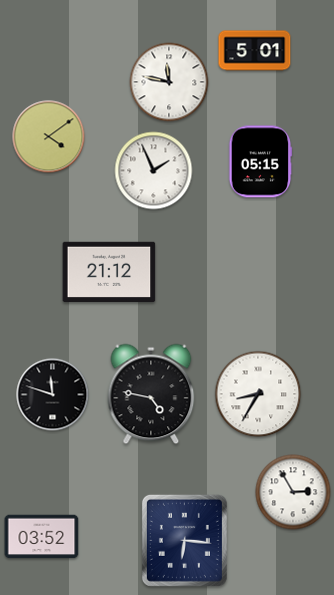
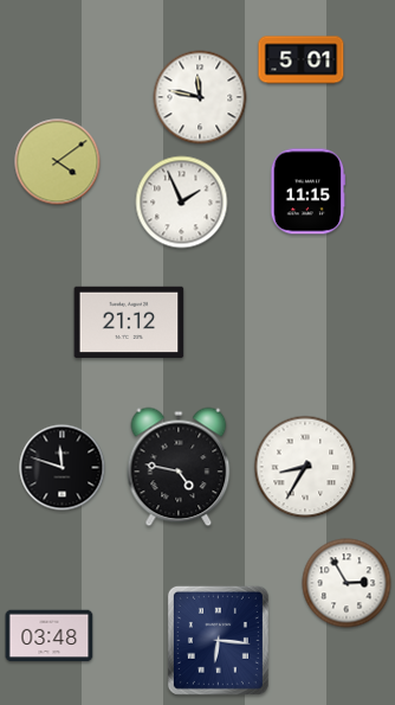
clock at (260, 162): 05:15 -> 11:15
clock at (42, 537): 03:52 -> 03:48
